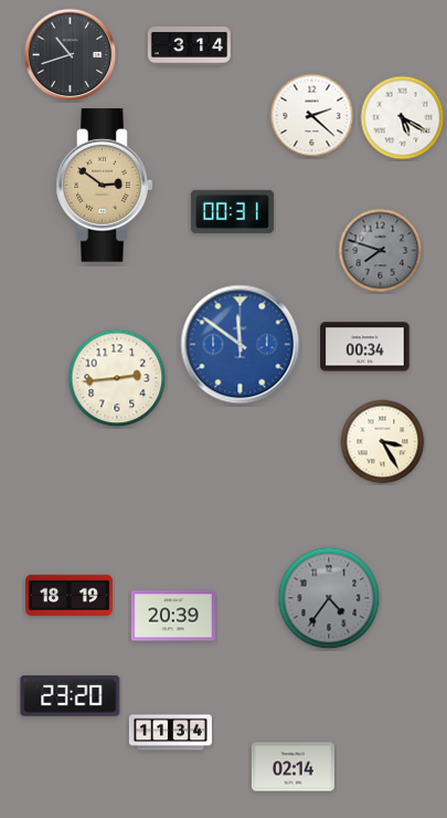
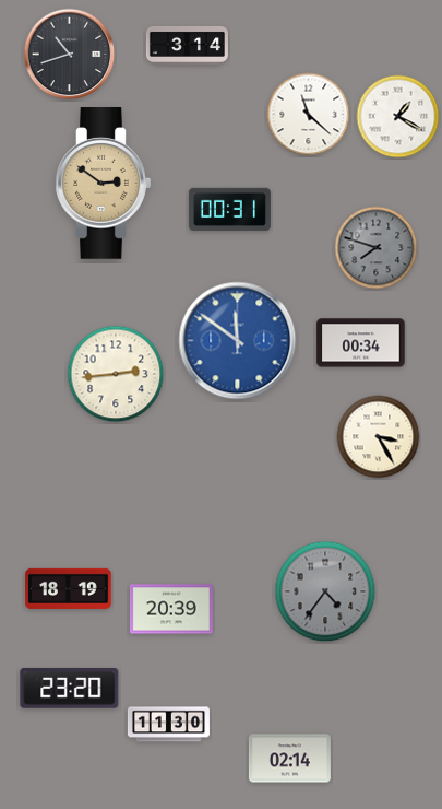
clock at (312, 116): 2:22 -> 11:22
clock at (403, 118): 5:20 -> 1:20
clock at (170, 733): 11:34 -> 11:30
